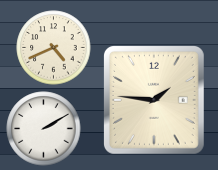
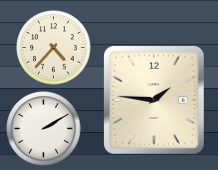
clock at (54, 48): 4:41 -> 4:37
